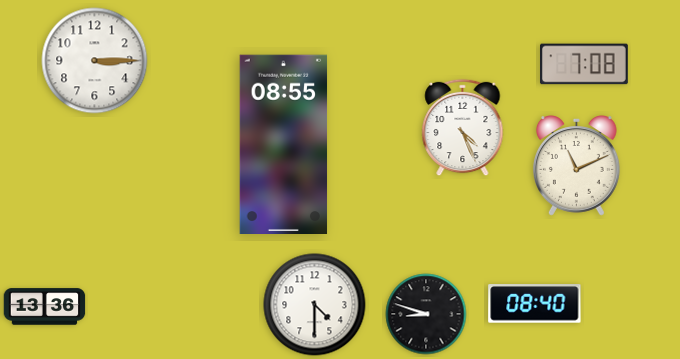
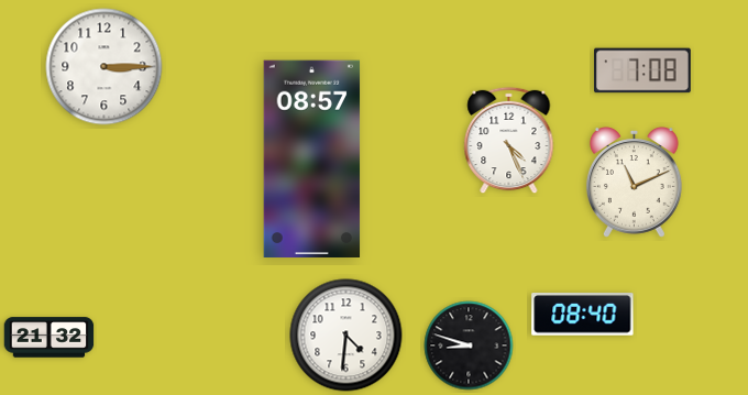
clock at (284, 145): 08:55 -> 08:57
clock at (535, 304) position: (535, 304) -> (583, 315)
clock at (315, 305): 4:30 -> 4:31
clock at (45, 307): 13:36 -> 21:32
